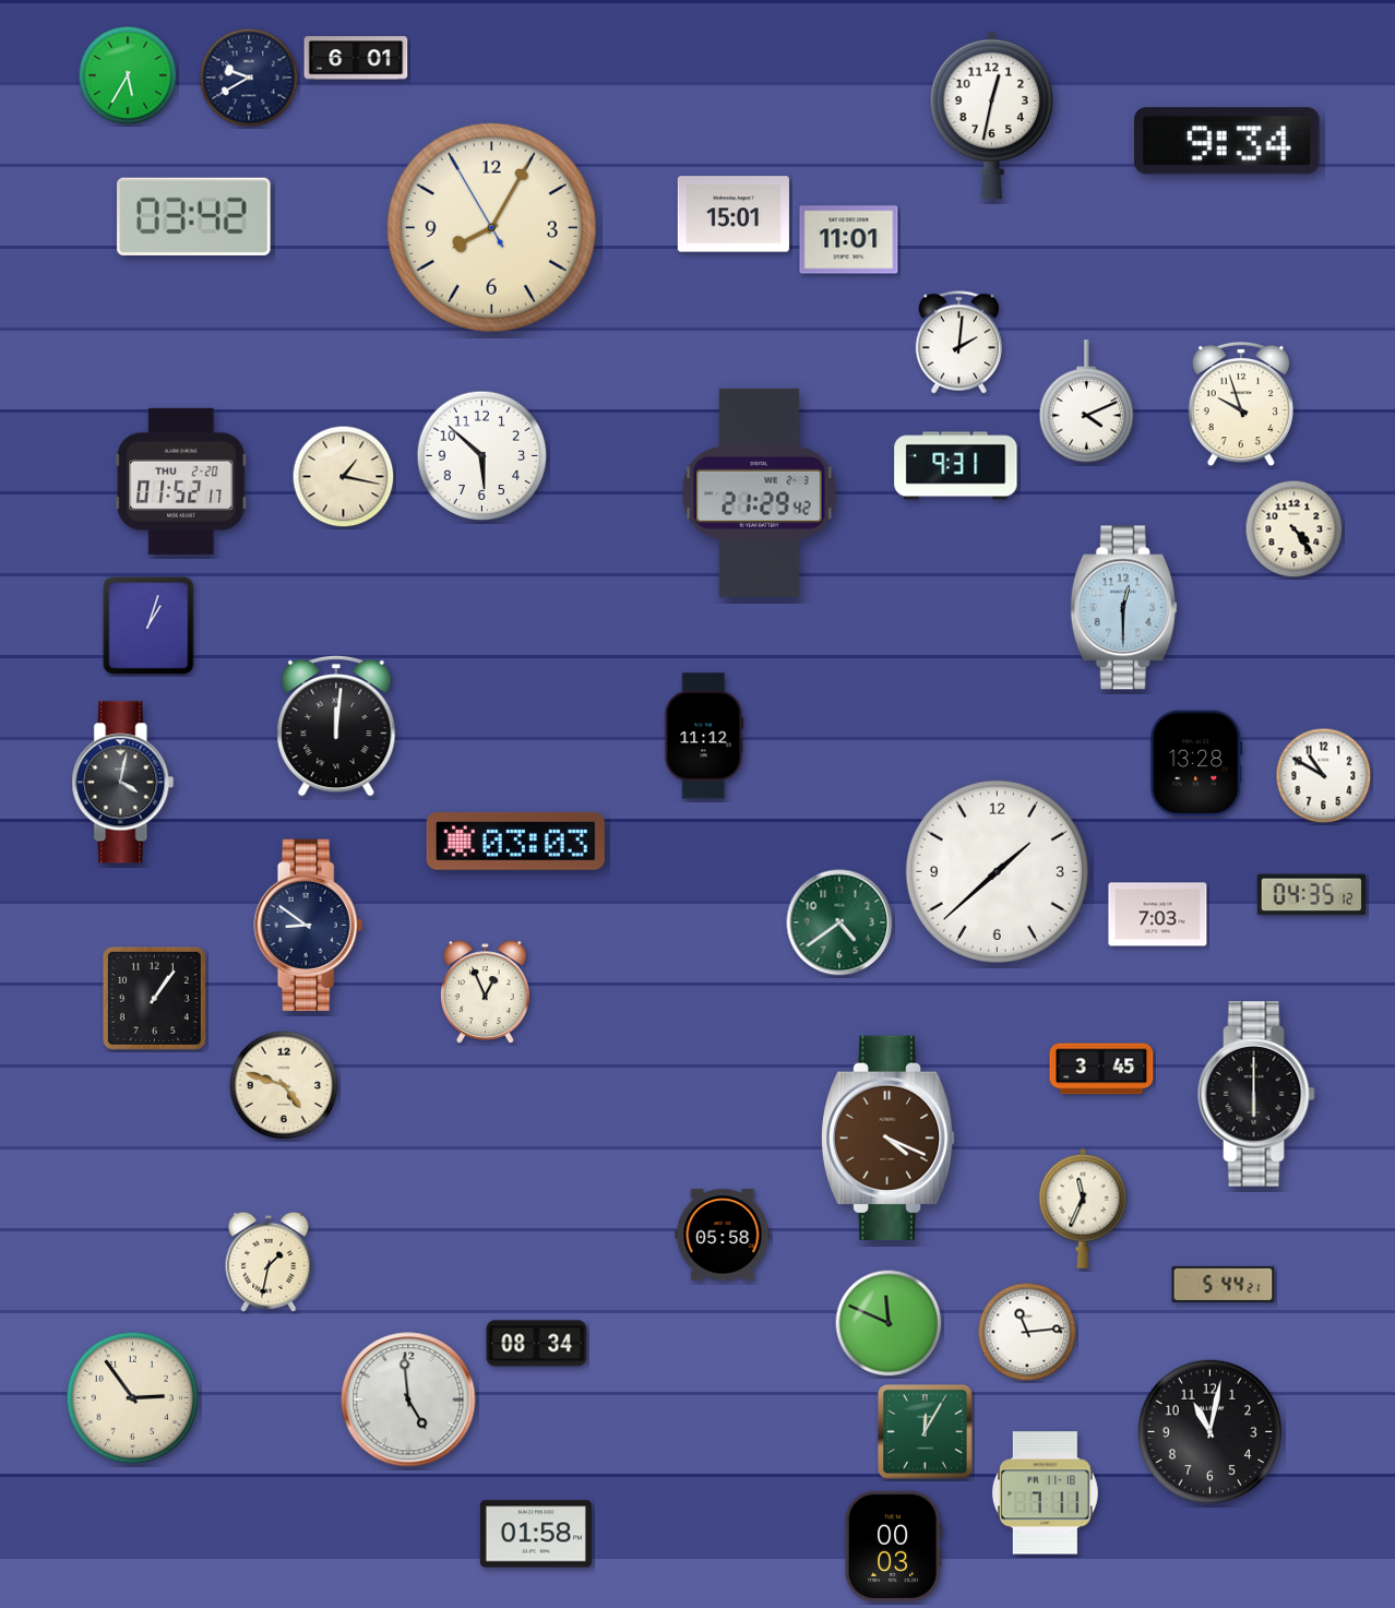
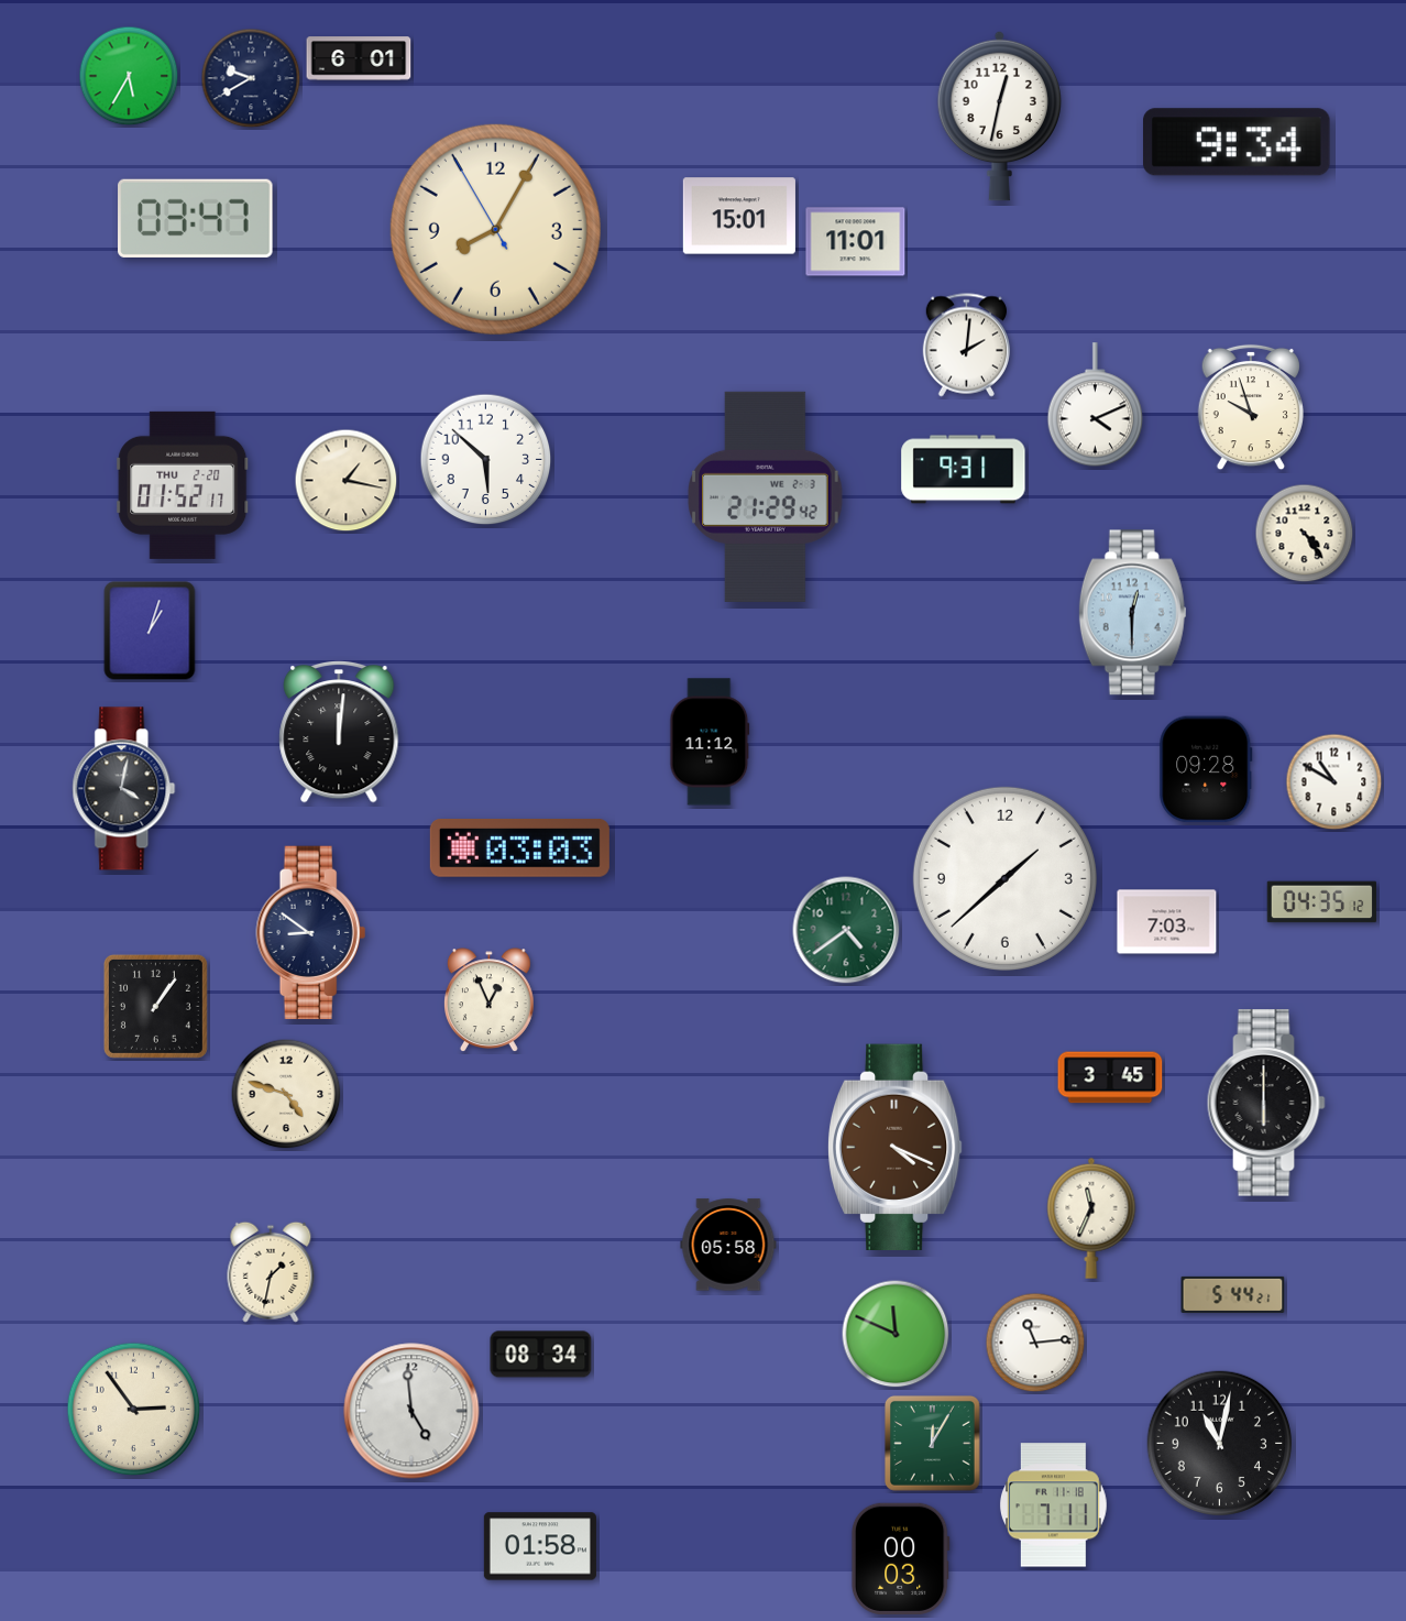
clock at (194, 216): 03:42 -> 03:47
clock at (1196, 763): 13:28 -> 09:28
